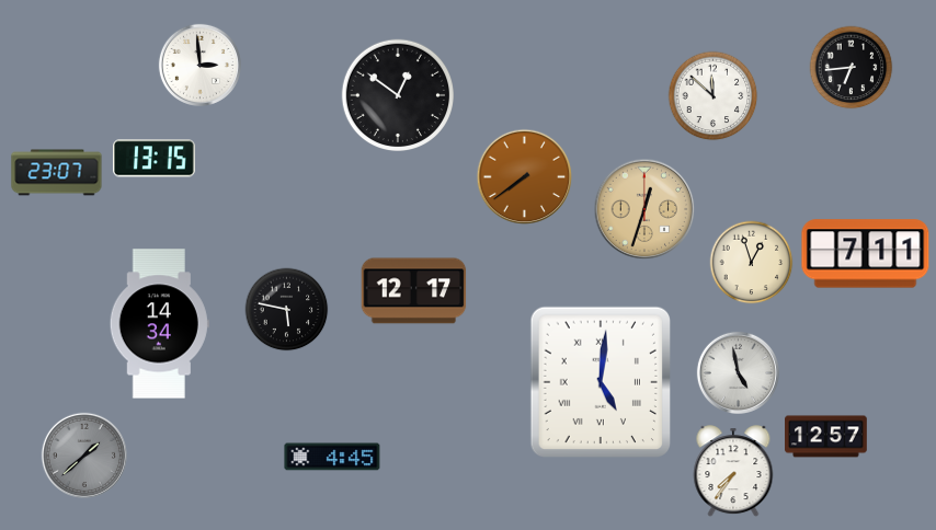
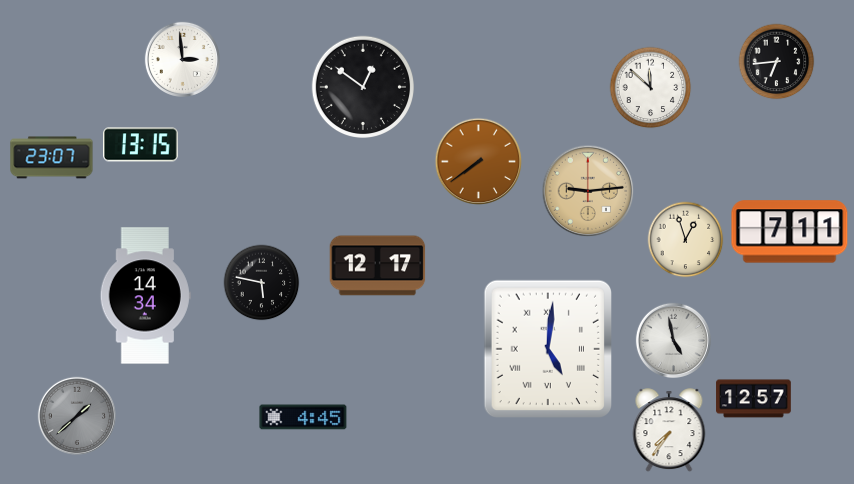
clock at (644, 209): 12:33 -> 9:14
